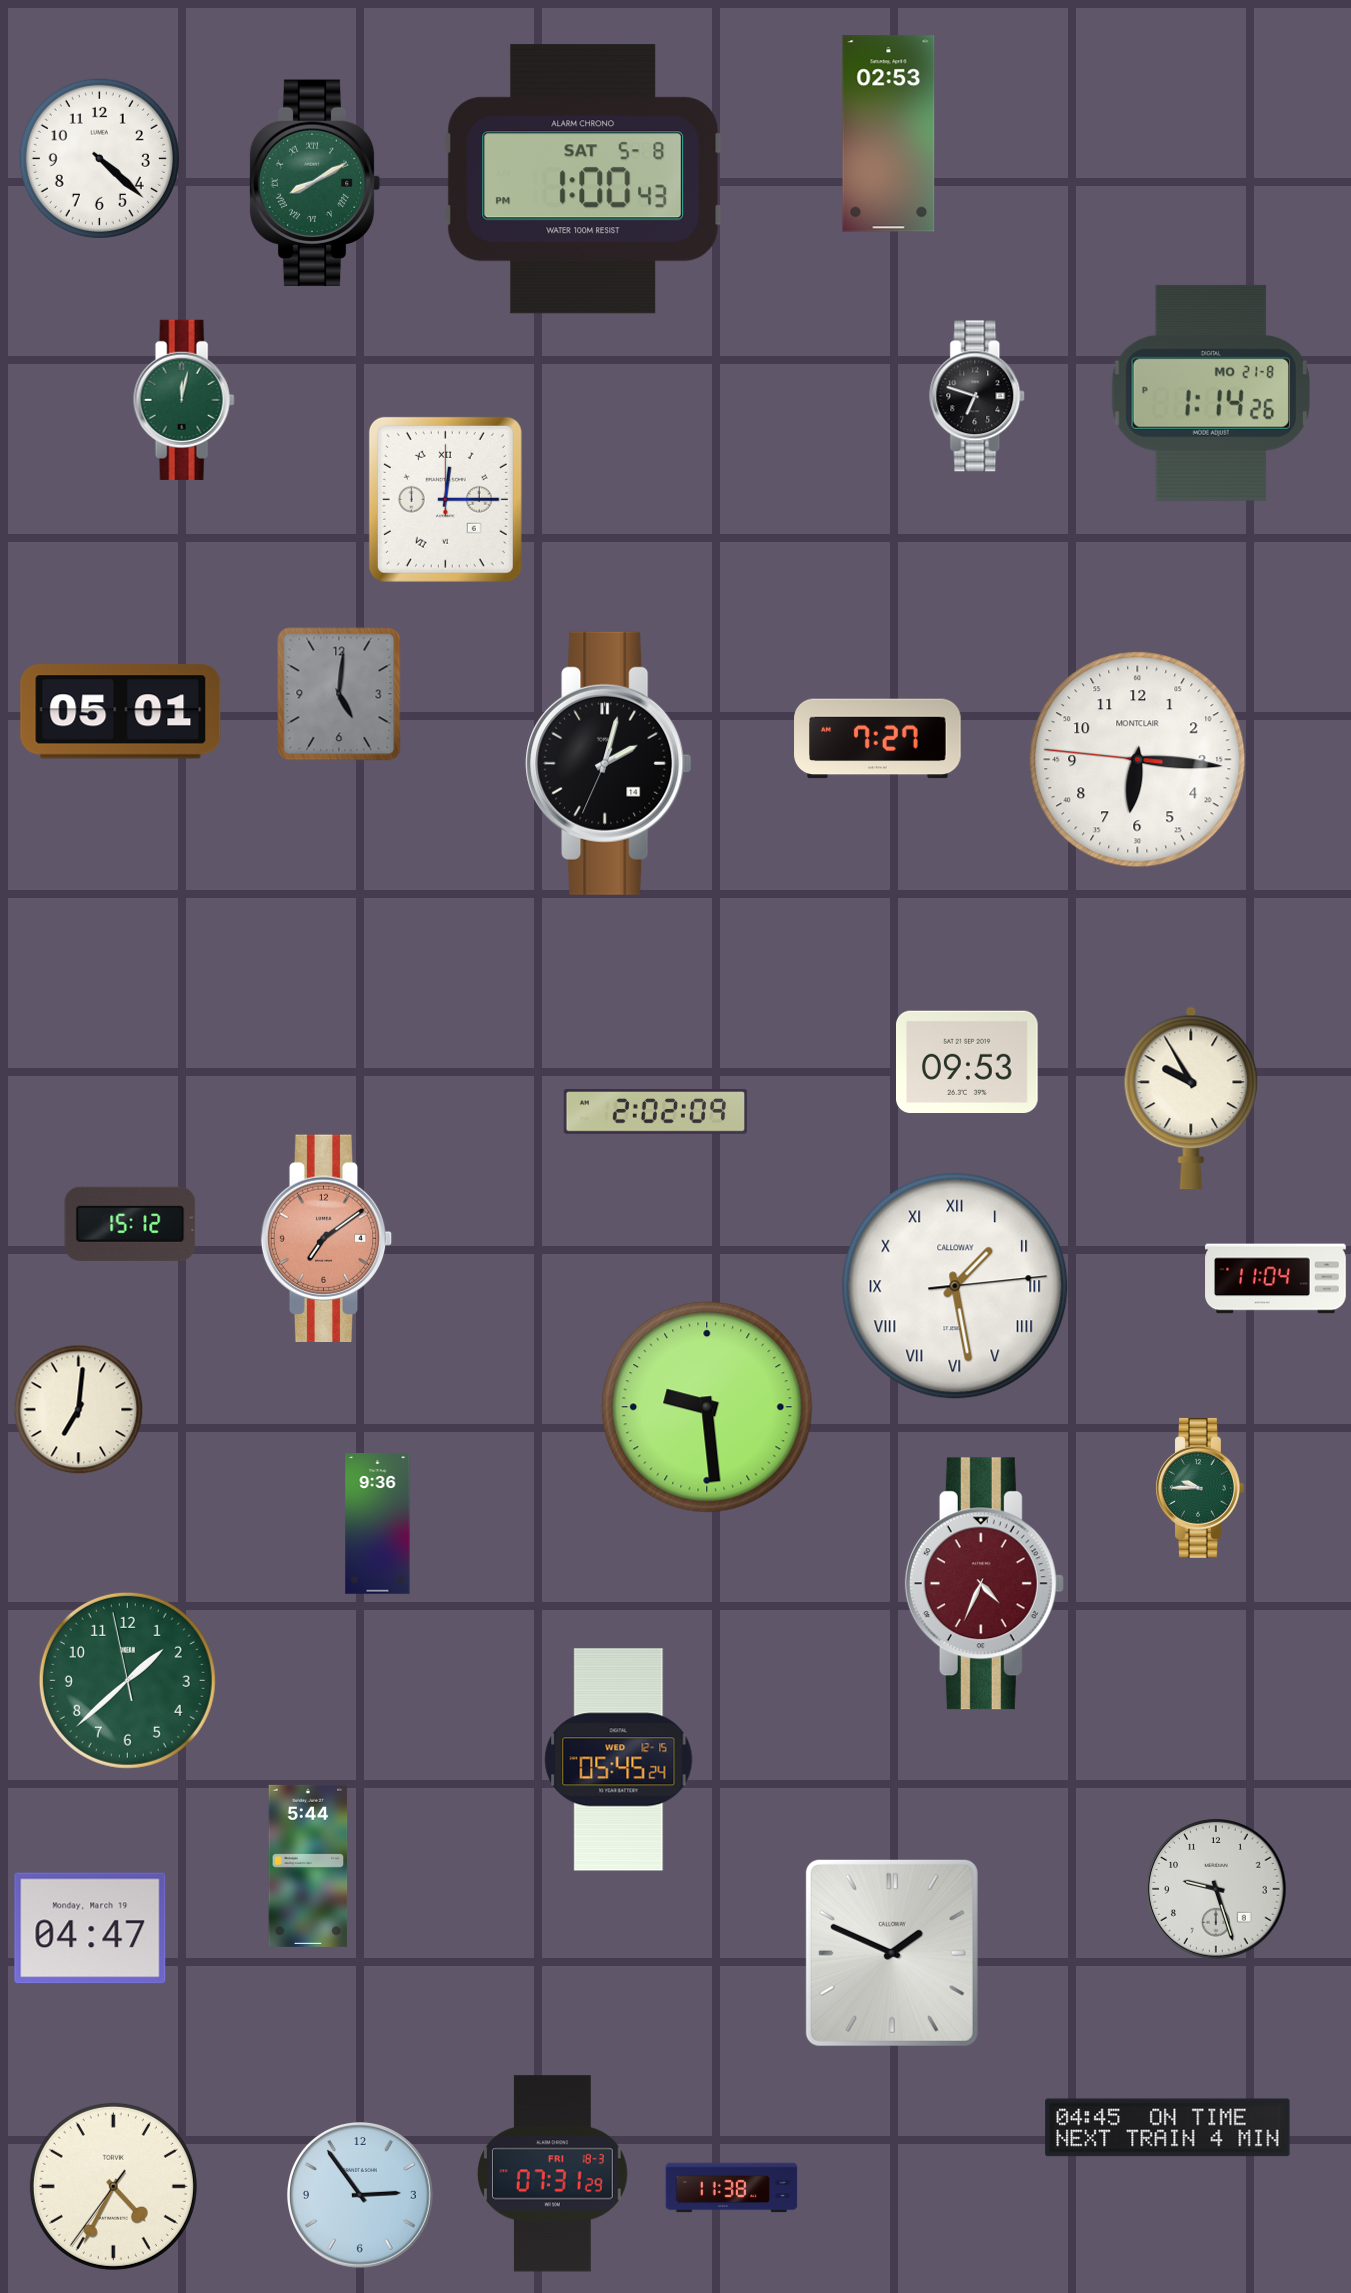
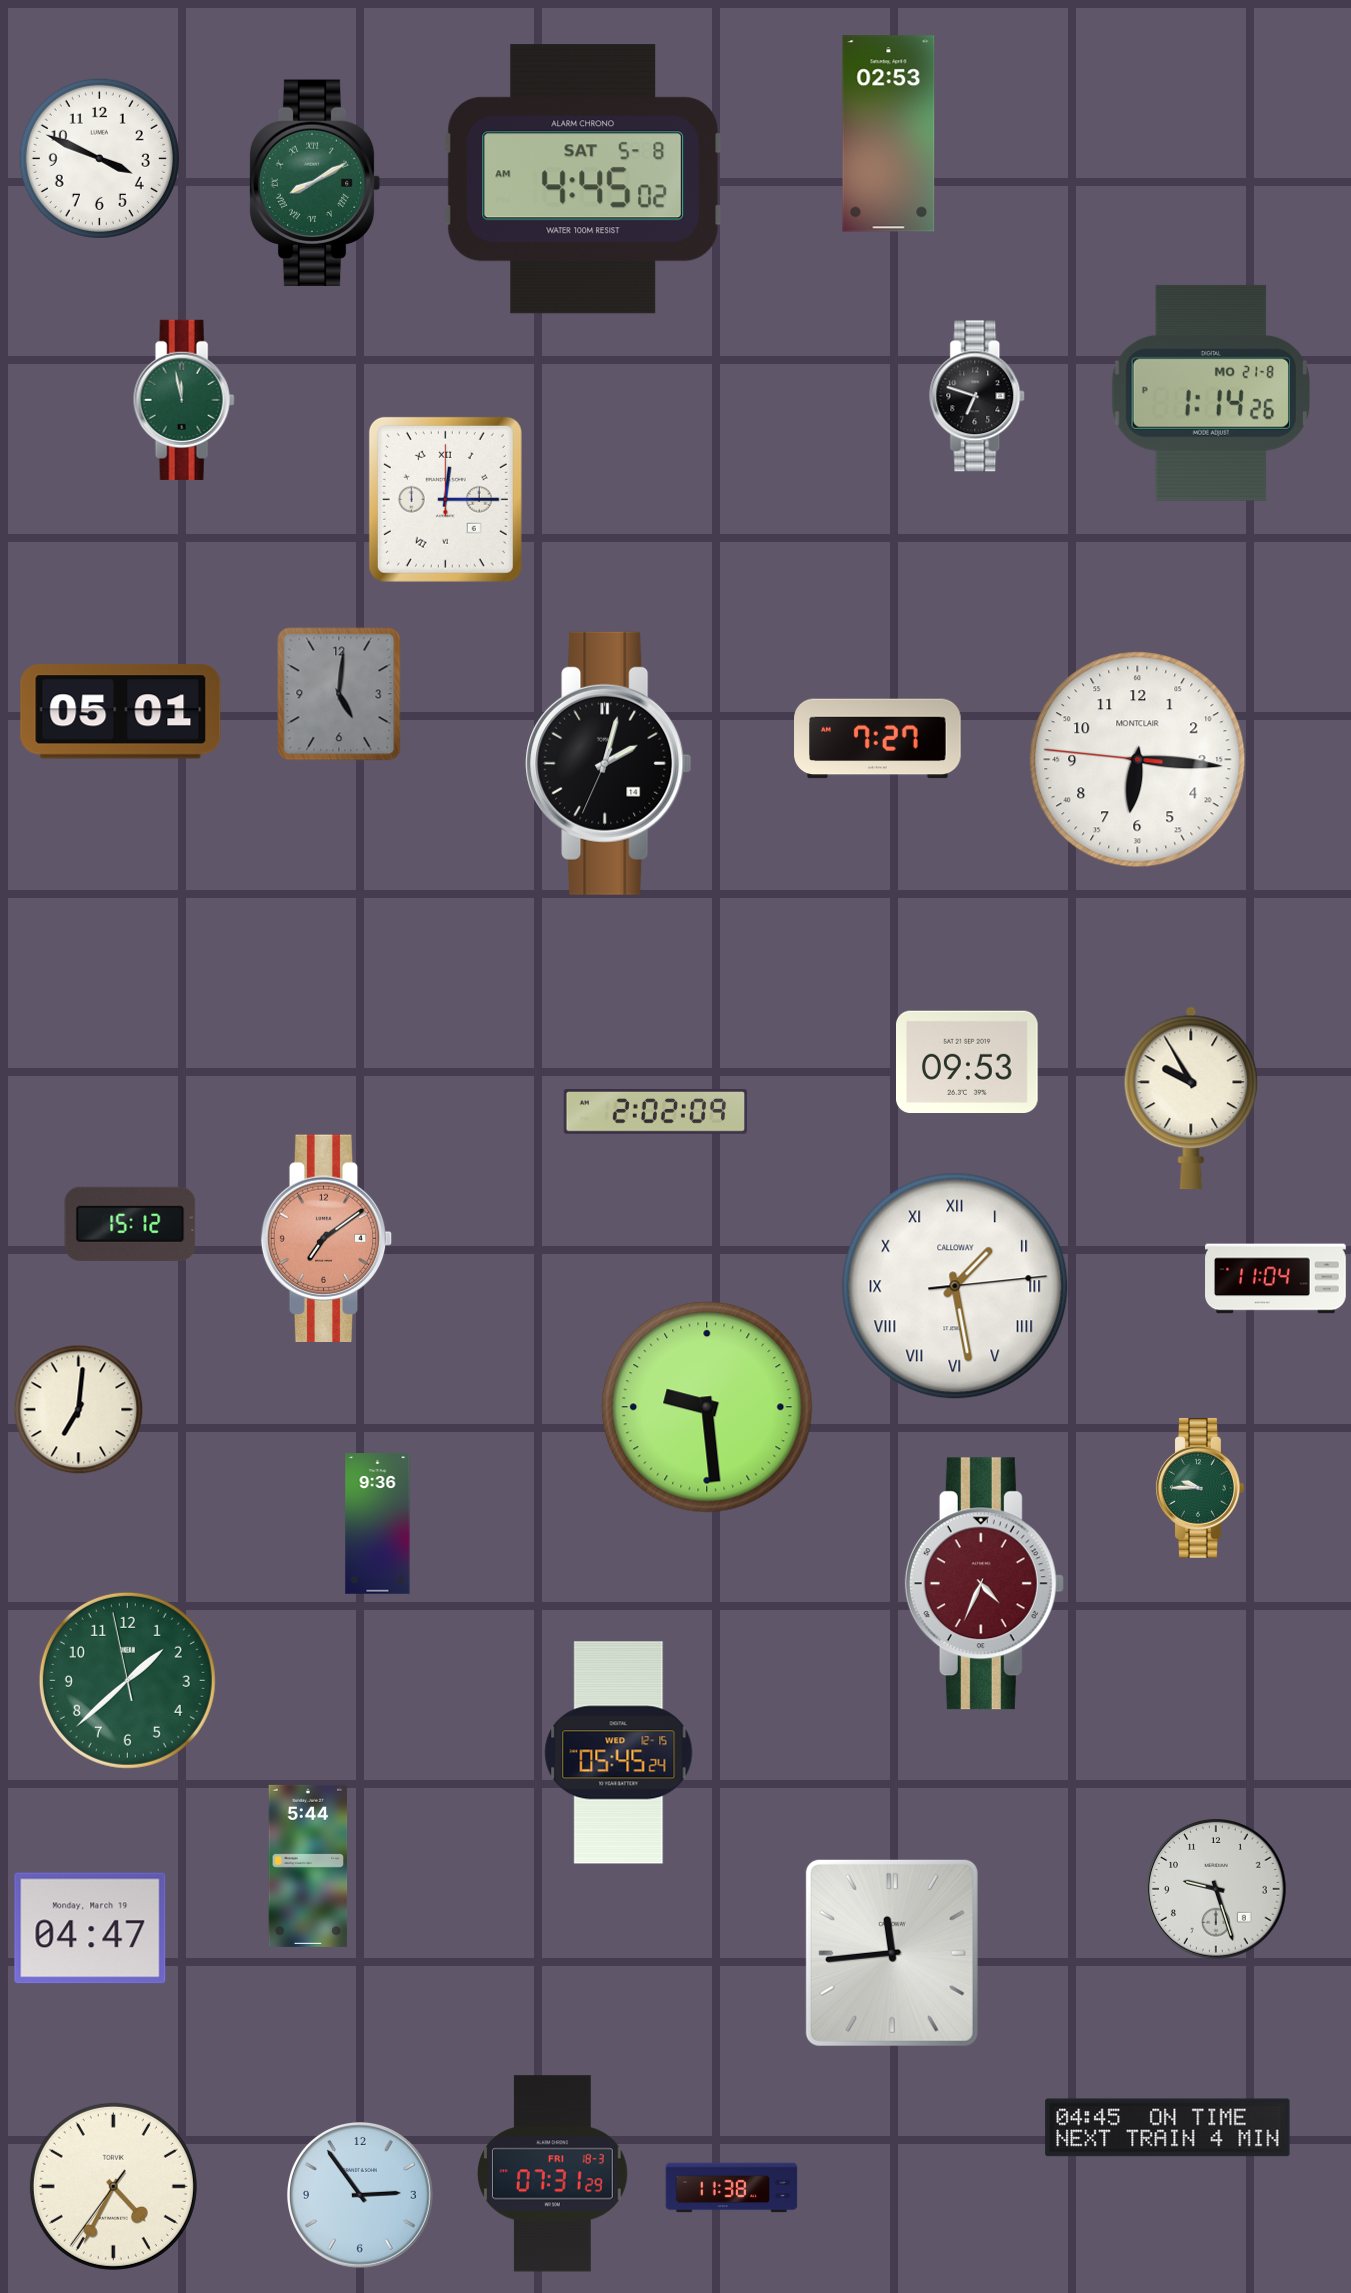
clock at (99, 158): 4:22 -> 3:49
clock at (583, 179): 1:00 -> 4:45
clock at (184, 400): 12:02 -> 11:58
clock at (619, 1760) position: (619, 1760) -> (619, 1753)
clock at (892, 1953): 1:49 -> 11:44
